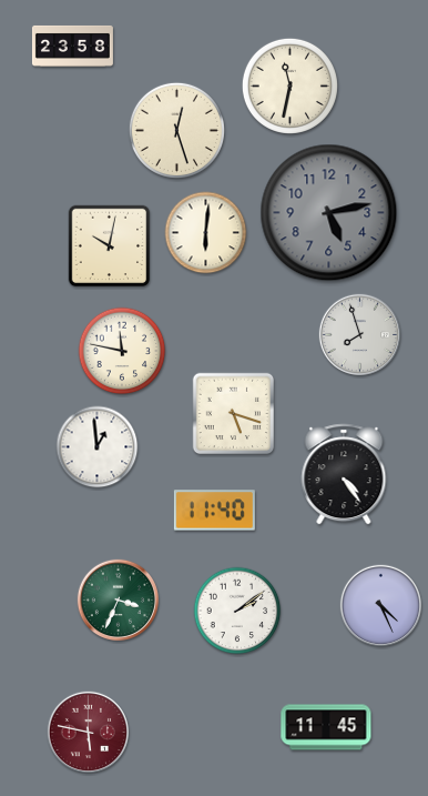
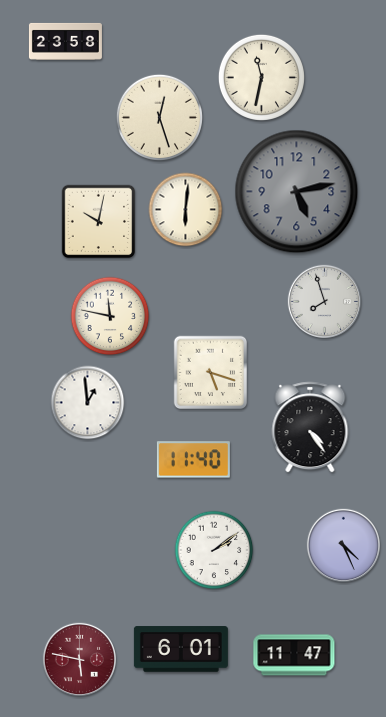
clock at (118, 599): 3:34 -> none
clock at (181, 649): none -> 6:01
clock at (326, 727): 11:45 -> 11:47
